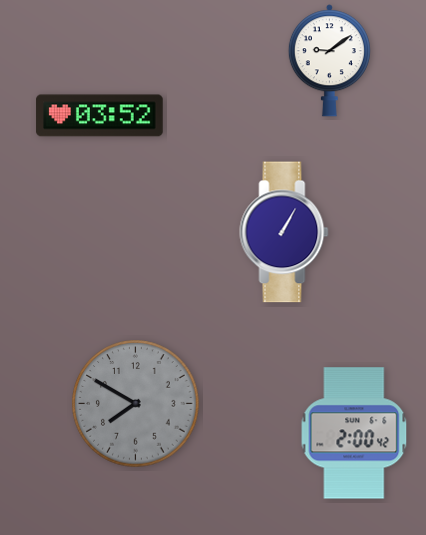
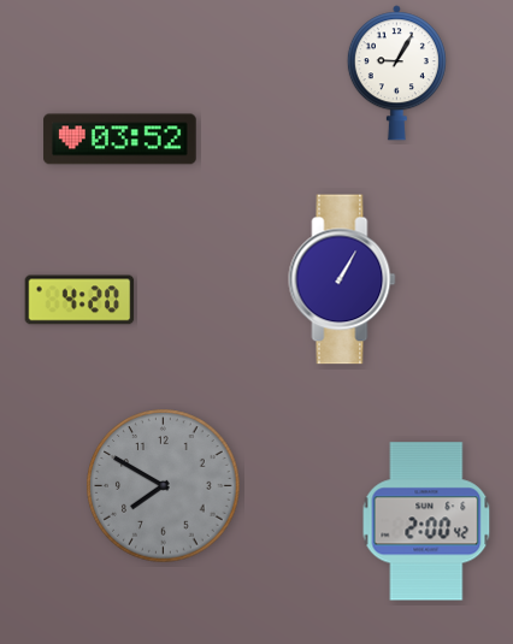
clock at (329, 61): 9:09 -> 9:05
clock at (79, 300): none -> 4:20
